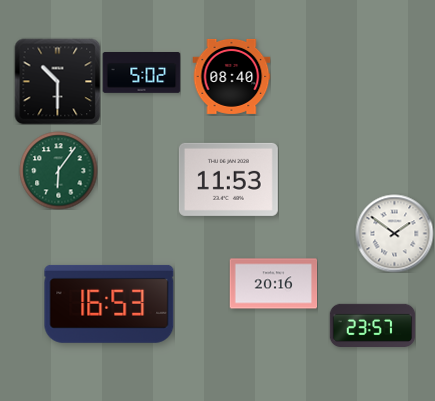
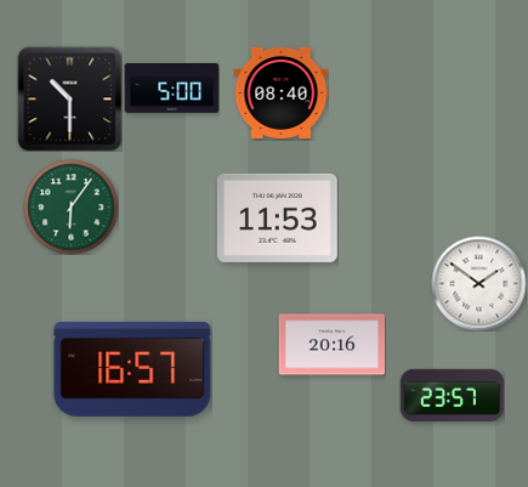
clock at (141, 73): 5:02 -> 5:00
clock at (109, 304): 16:53 -> 16:57
